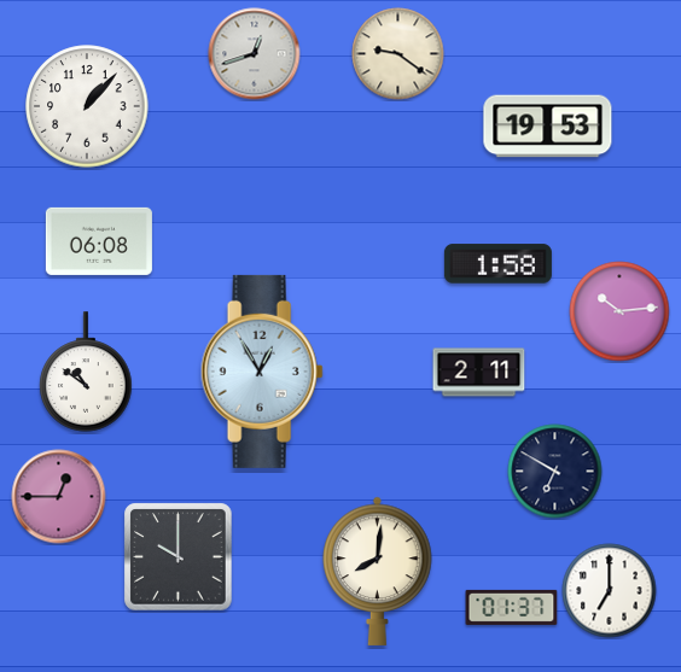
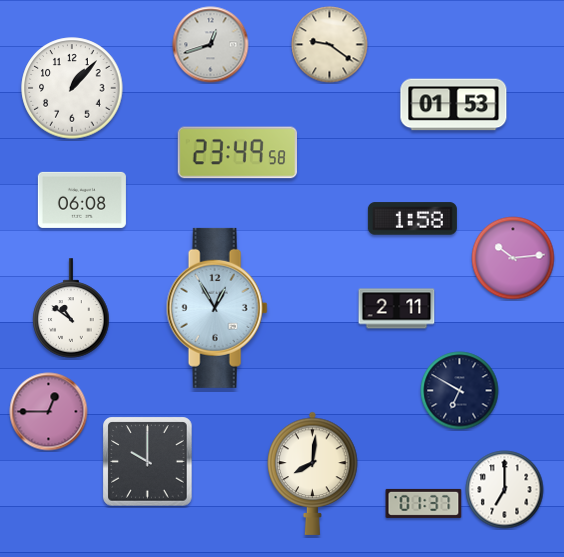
clock at (548, 127): 19:53 -> 01:53
clock at (237, 153): none -> 23:49
